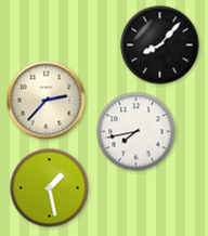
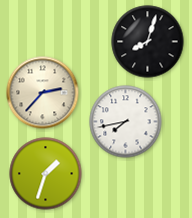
clock at (160, 45): 8:07 -> 8:03
clock at (50, 188): 1:28 -> 1:33
